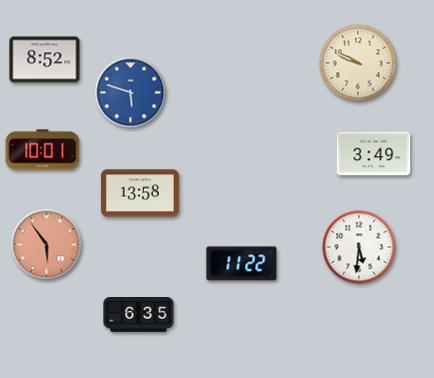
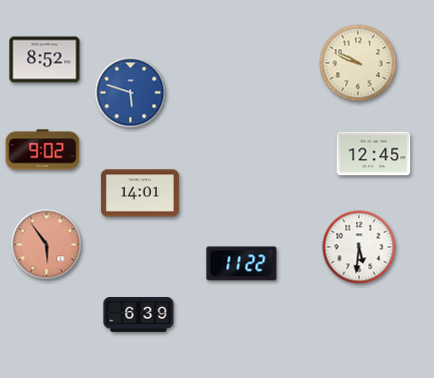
clock at (43, 150): 10:01 -> 9:02
clock at (374, 154): 3:49 -> 12:45
clock at (140, 193): 13:58 -> 14:01
clock at (139, 315): 6:35 -> 6:39
